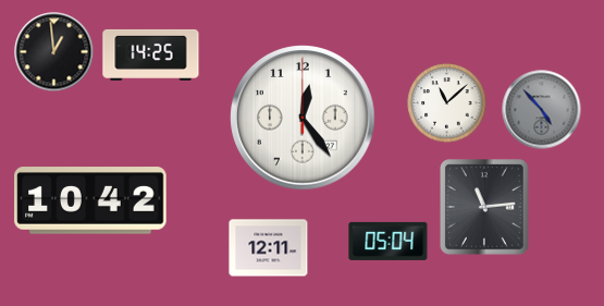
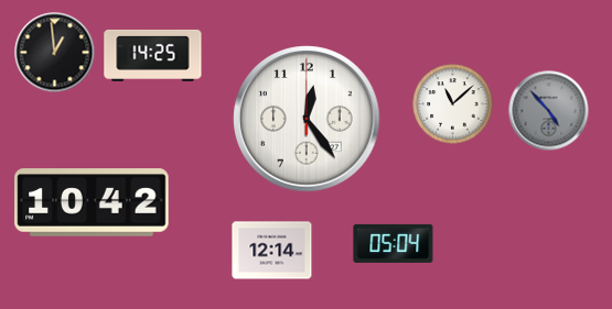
clock at (484, 207): 11:14 -> none
clock at (269, 248): 12:11 -> 12:14
